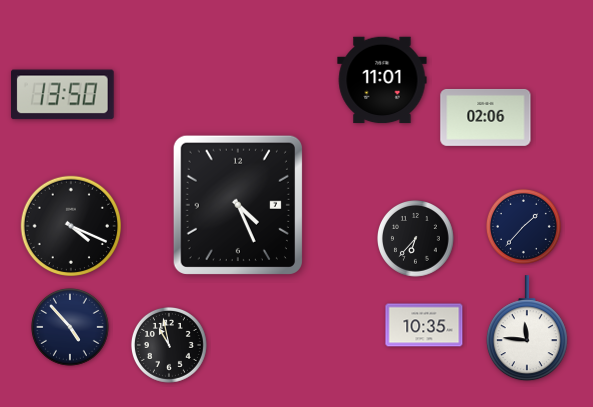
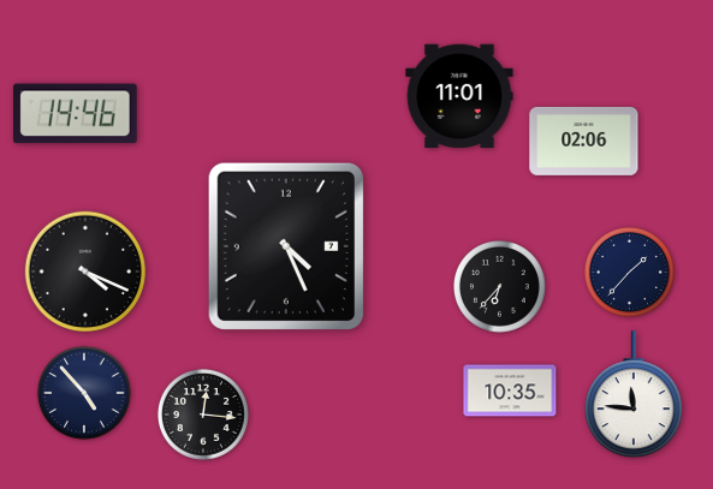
clock at (63, 95): 13:50 -> 14:46
clock at (169, 345): 10:58 -> 12:16
